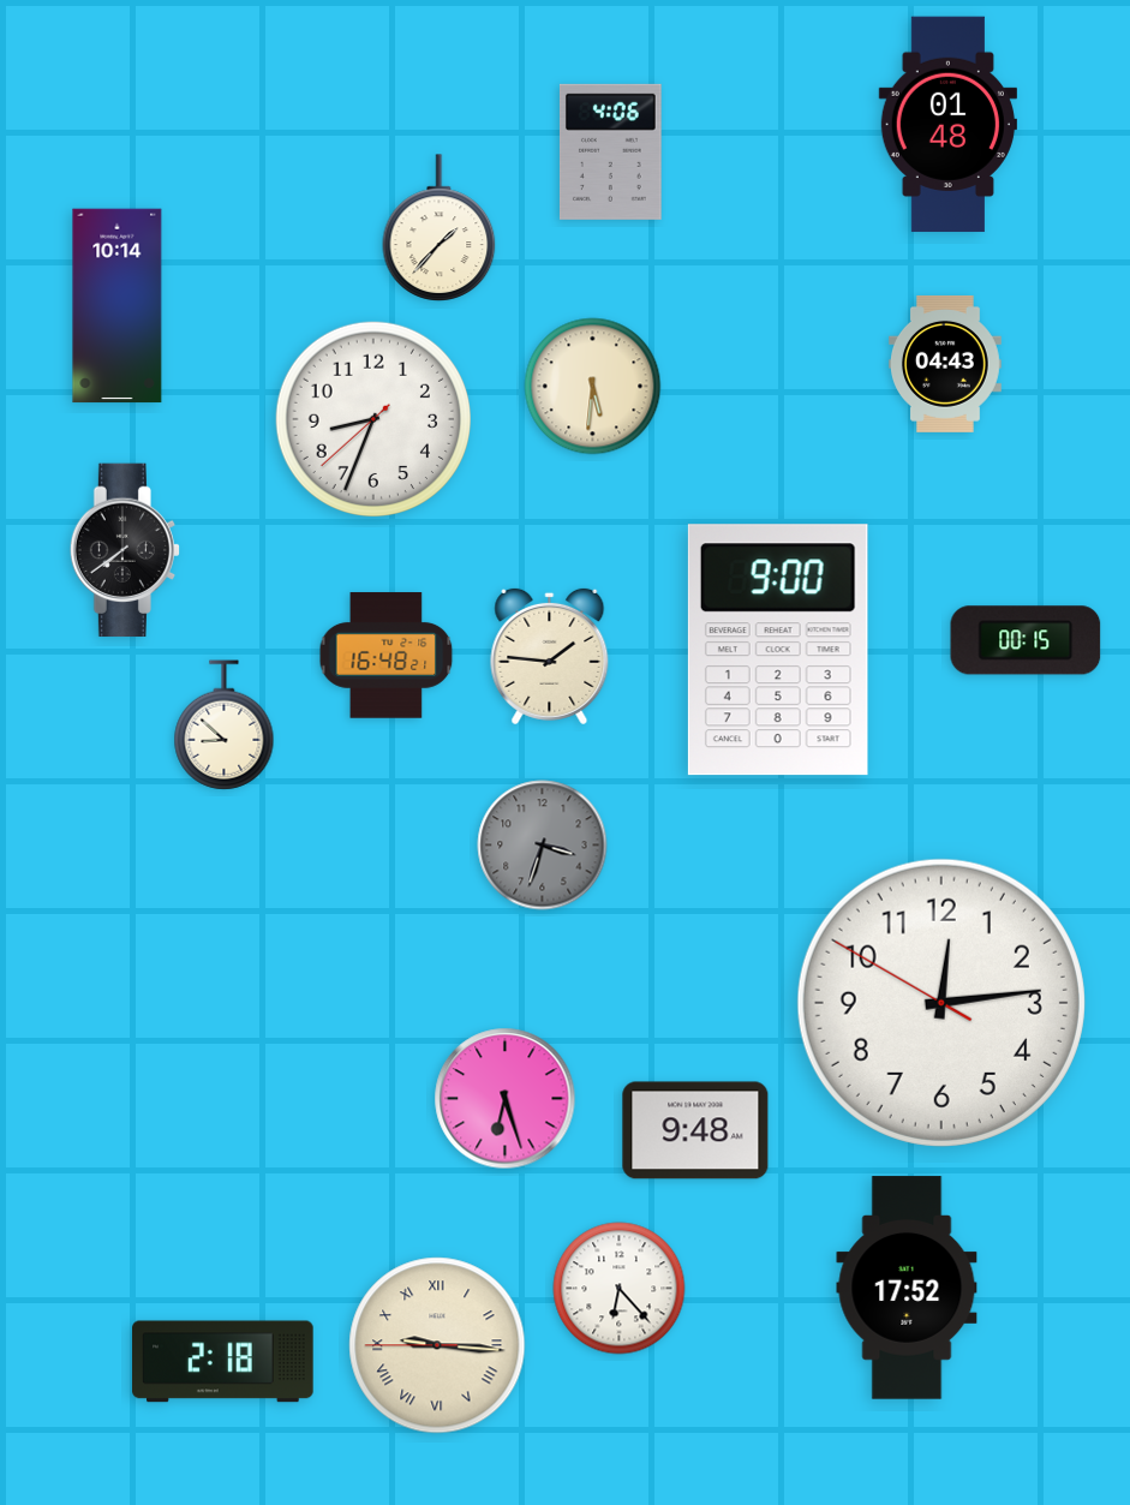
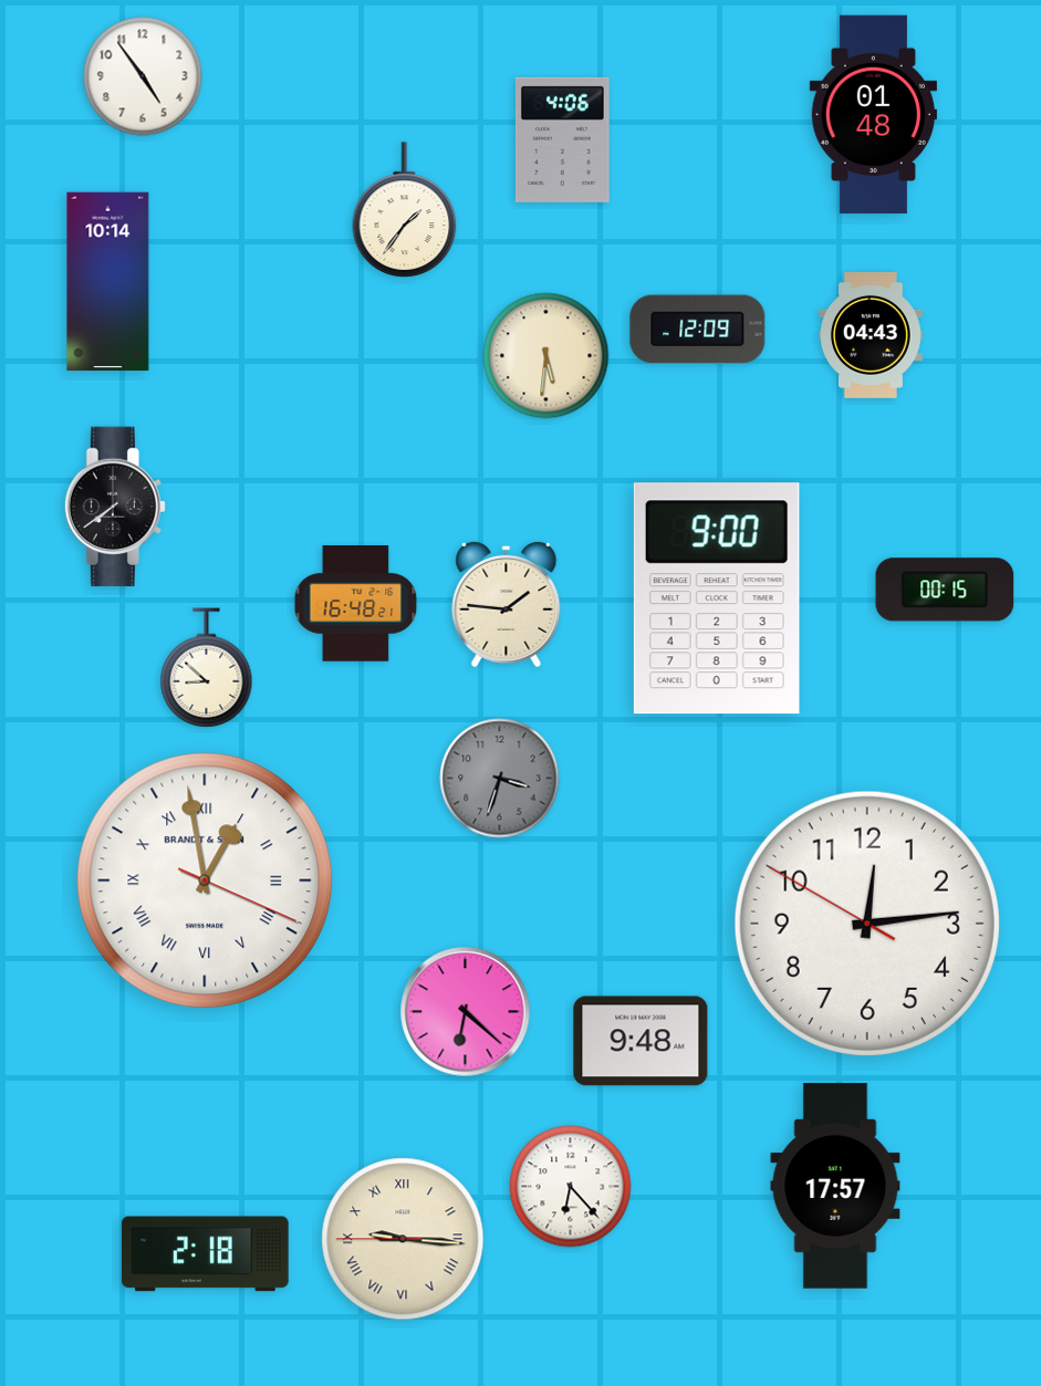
clock at (143, 76): none -> 4:54
clock at (440, 228): 1:37 -> 1:36
clock at (698, 330): none -> 12:09
clock at (373, 419): 8:33 -> none
clock at (205, 880): none -> 12:58
clock at (506, 1099): 6:27 -> 6:22
clock at (907, 1288): 17:52 -> 17:57
